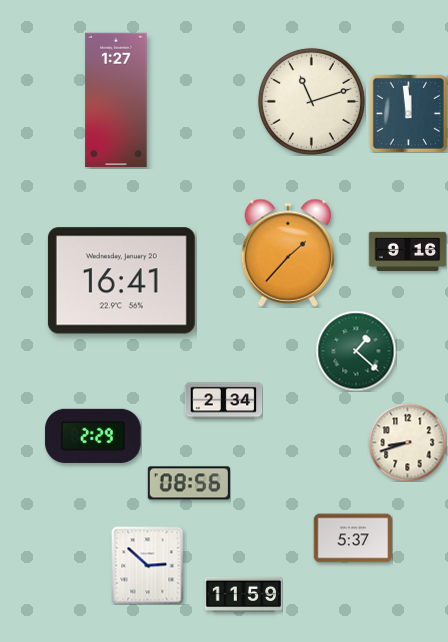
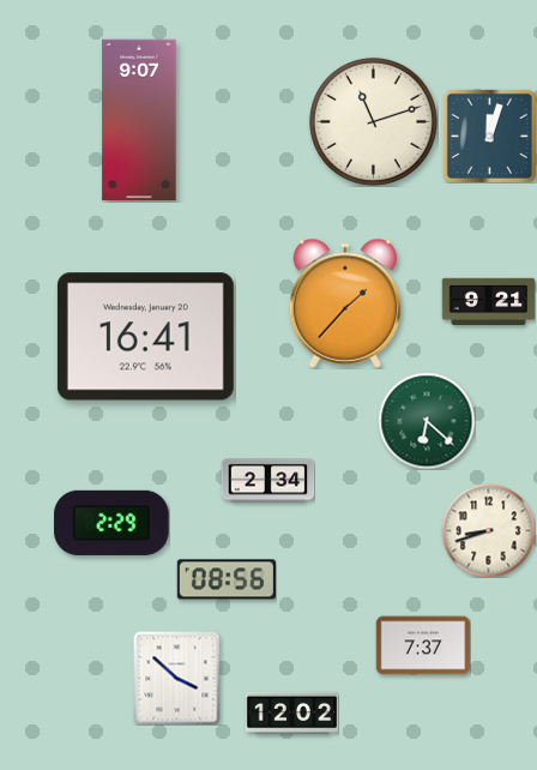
clock at (116, 100): 1:27 -> 9:07
clock at (408, 113): 11:59 -> 12:03
clock at (407, 252): 9:16 -> 9:21
clock at (356, 351): 1:22 -> 6:22
clock at (353, 538): 5:37 -> 7:37
clock at (148, 565): 2:52 -> 3:52
clock at (243, 595): 11:59 -> 12:02
